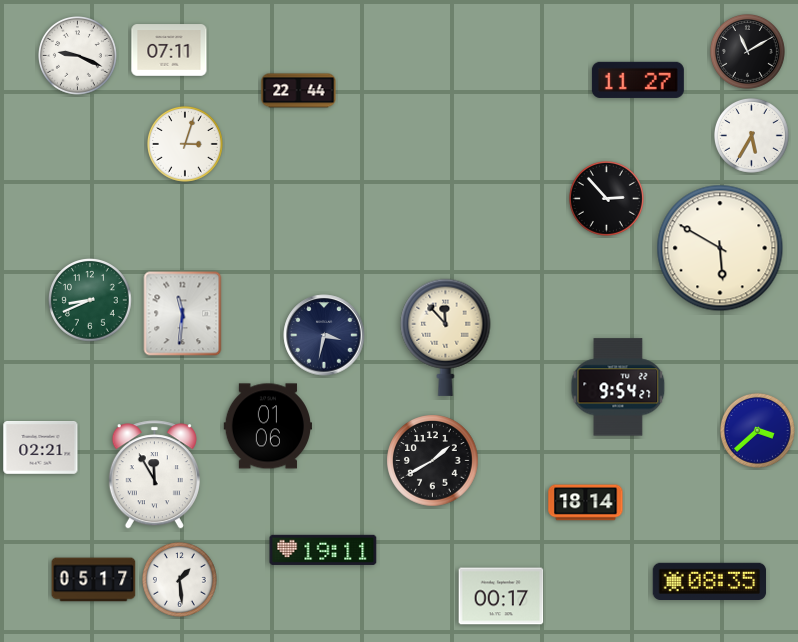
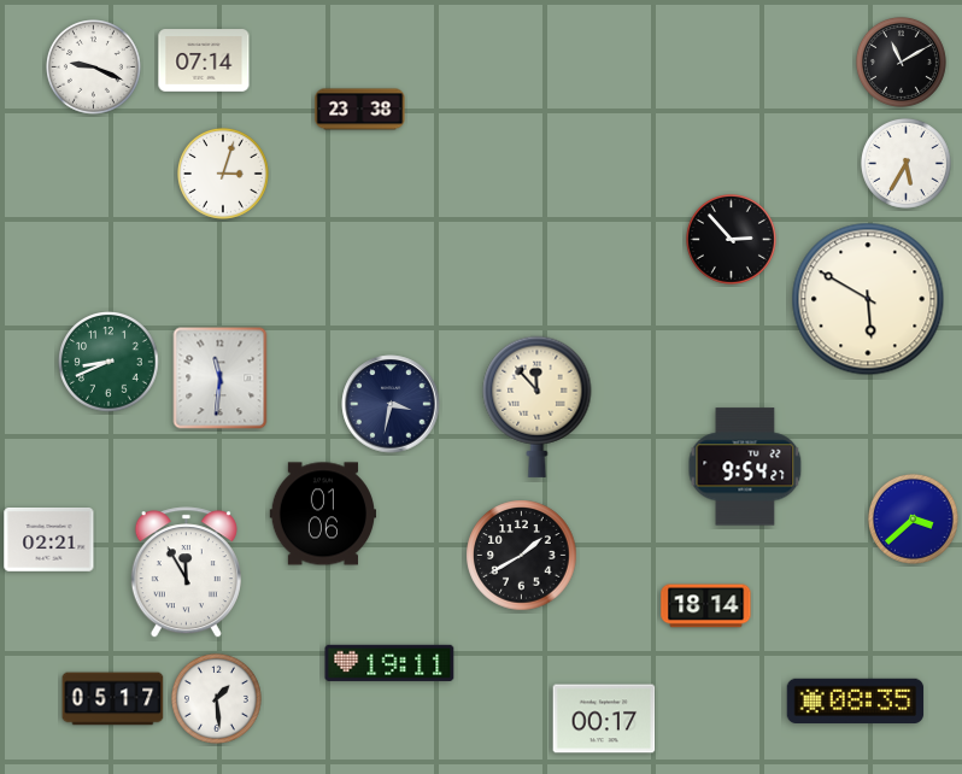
clock at (169, 50): 07:11 -> 07:14
clock at (638, 80): 11:27 -> none
clock at (299, 91): 22:44 -> 23:38
